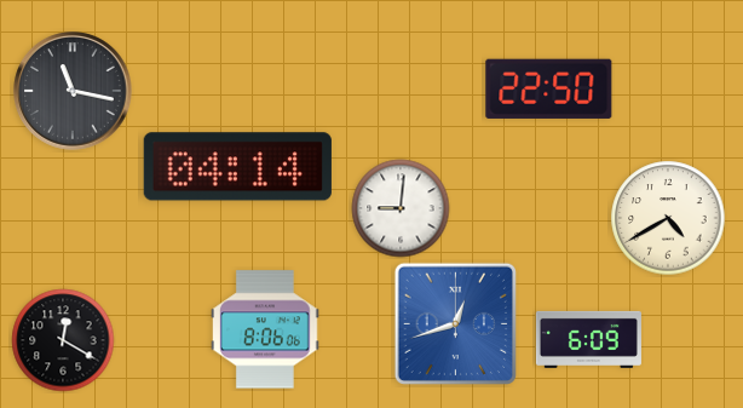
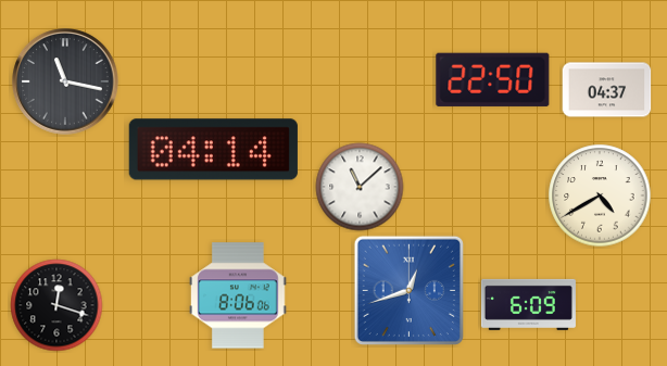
clock at (607, 90): none -> 04:37
clock at (401, 208): 9:01 -> 11:08
clock at (63, 340): 12:20 -> 12:18
